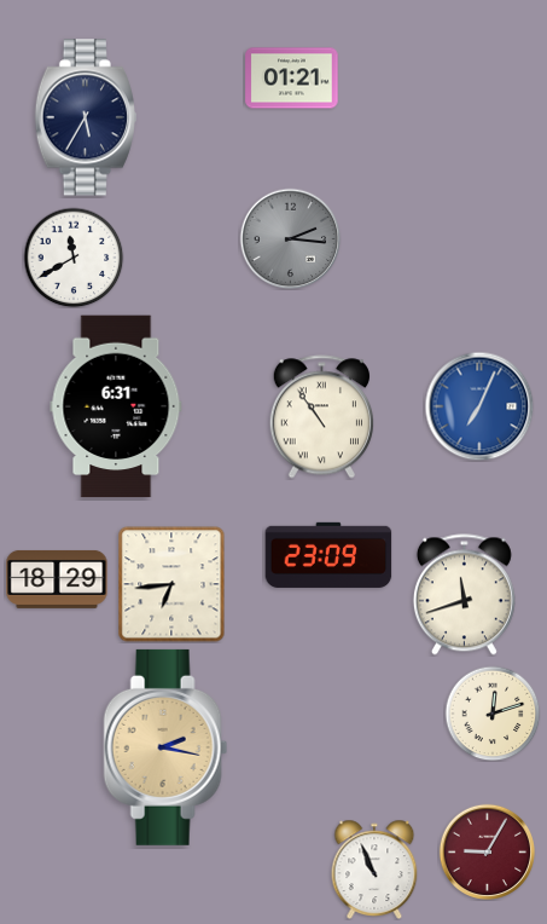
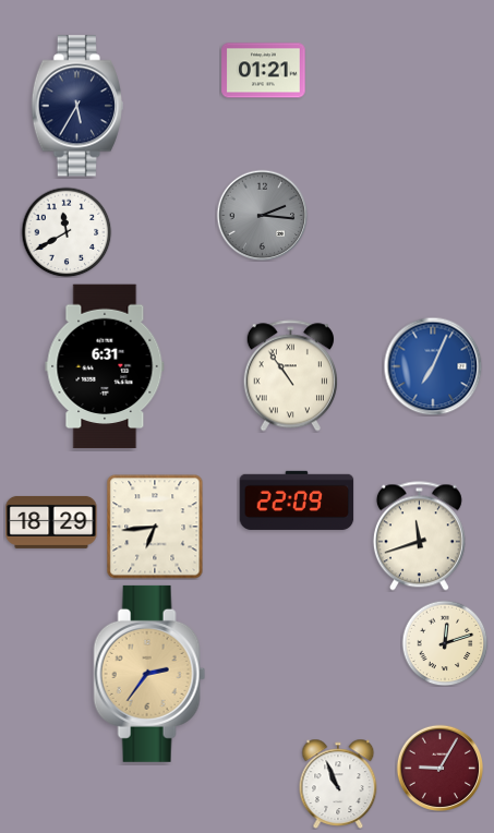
clock at (328, 555): 23:09 -> 22:09
clock at (165, 747): 2:17 -> 2:36
